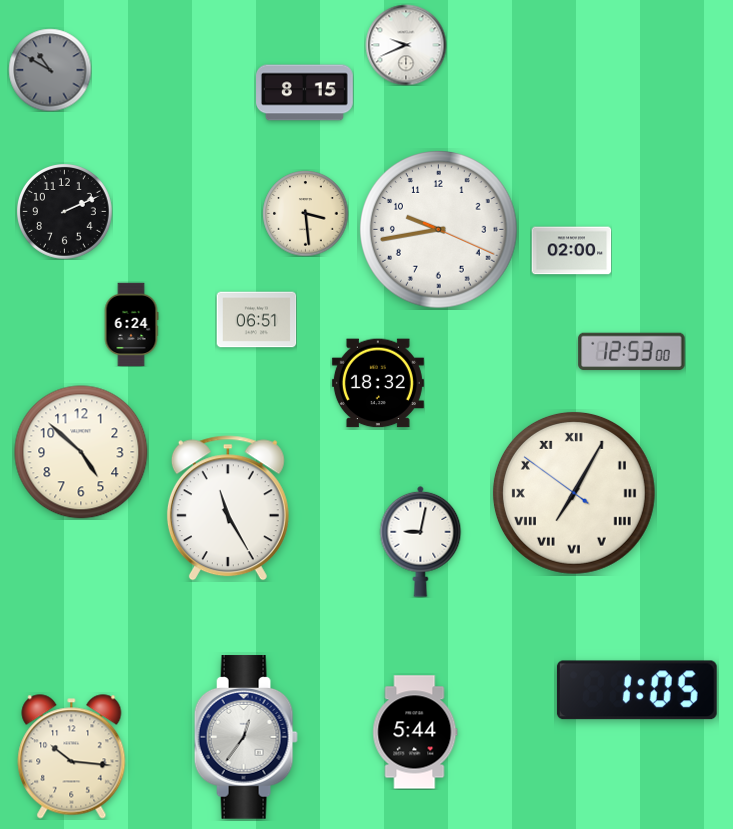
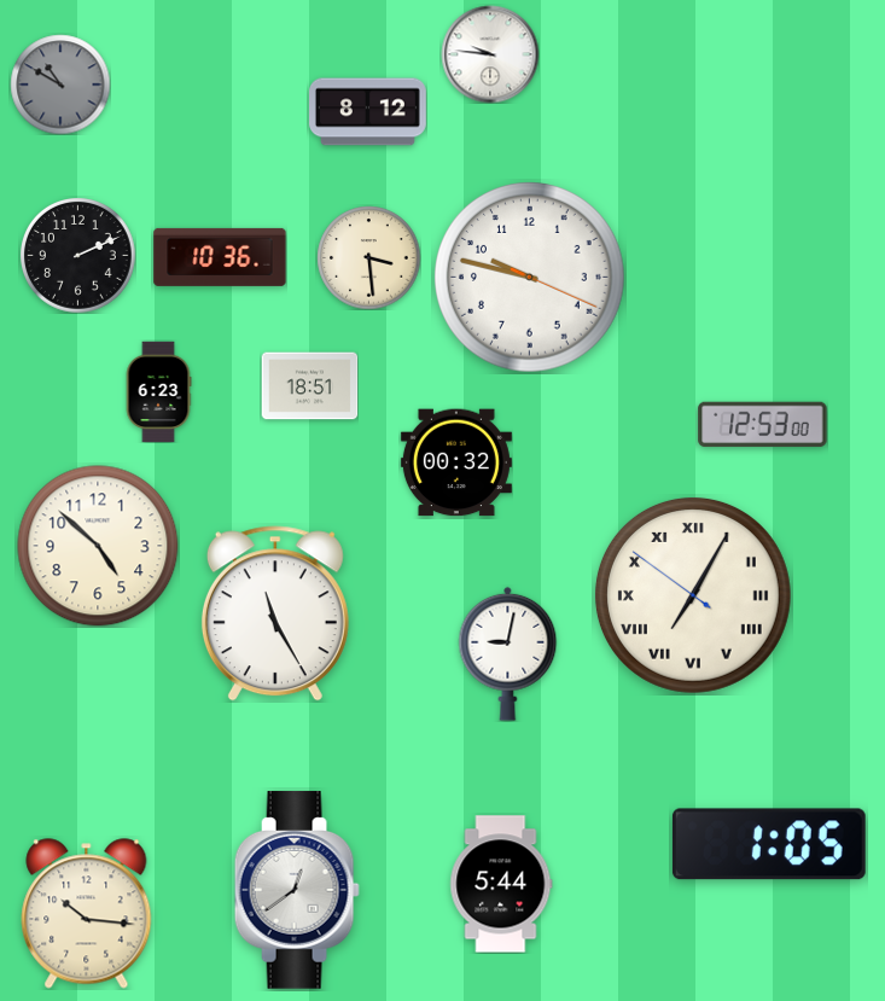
clock at (406, 45): 9:41 -> 9:46
clock at (305, 93): 8:15 -> 8:12
clock at (220, 257): none -> 10:36
clock at (439, 230): 9:43 -> 9:47
clock at (571, 251): 02:00 -> none
clock at (256, 320): 06:51 -> 18:51
clock at (131, 324): 6:24 -> 6:23
clock at (378, 383): 18:32 -> 00:32
clock at (637, 690) position: (637, 690) -> (769, 844)
clock at (246, 737): 12:36 -> 12:39
